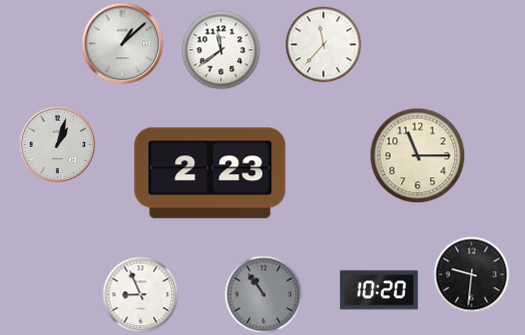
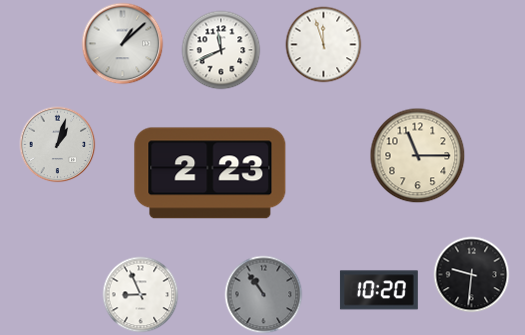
clock at (324, 45): 11:37 -> 11:57
clock at (221, 50): 11:39 -> 11:41
